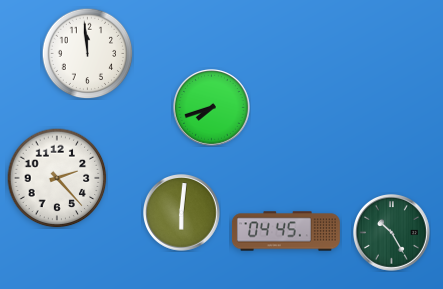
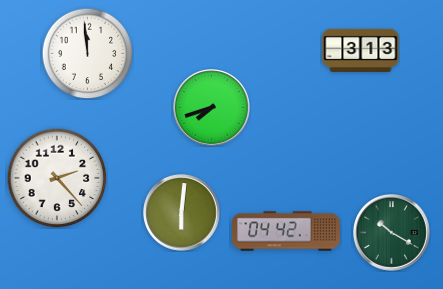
clock at (361, 50): none -> 3:13
clock at (286, 231): 04:45 -> 04:42
clock at (392, 233): 10:25 -> 10:20
